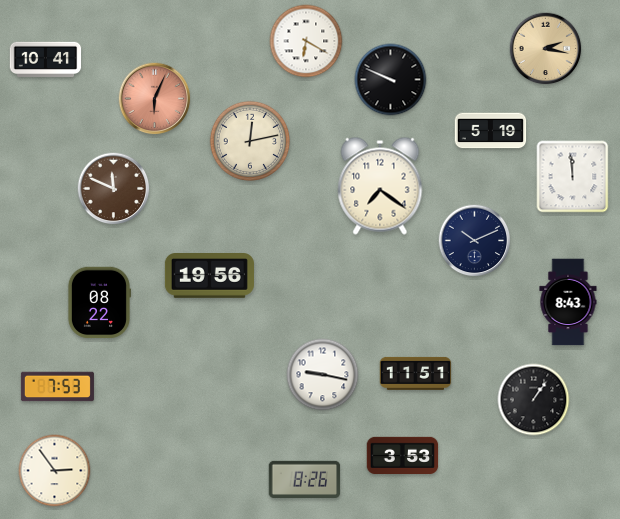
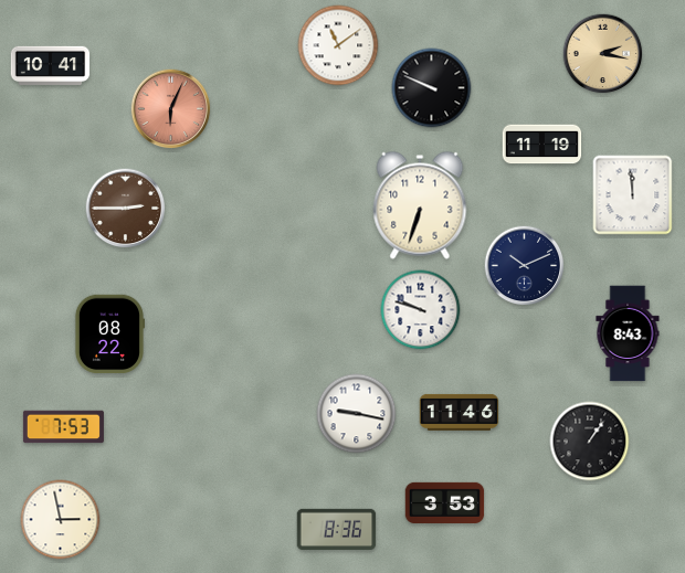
clock at (306, 41): 6:20 -> 11:09
clock at (491, 131): 5:19 -> 11:19
clock at (250, 141): 12:13 -> none
clock at (380, 186): 7:21 -> 6:33
clock at (114, 189): 11:49 -> 2:45
clock at (209, 276): 19:56 -> none
clock at (421, 310): none -> 9:48
clock at (416, 373): 11:51 -> 11:46
clock at (55, 471): 2:54 -> 2:58
clock at (305, 479): 8:26 -> 8:36
